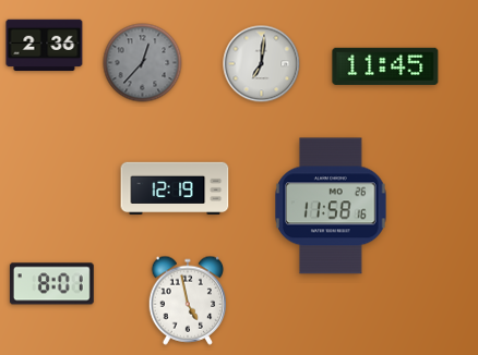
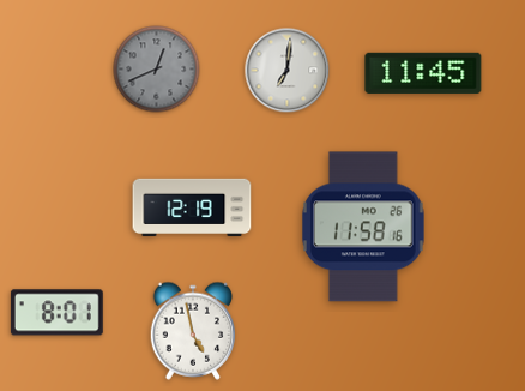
clock at (45, 46): 2:36 -> none
clock at (143, 63): 12:37 -> 12:41
clock at (187, 301) position: (187, 301) -> (192, 331)
